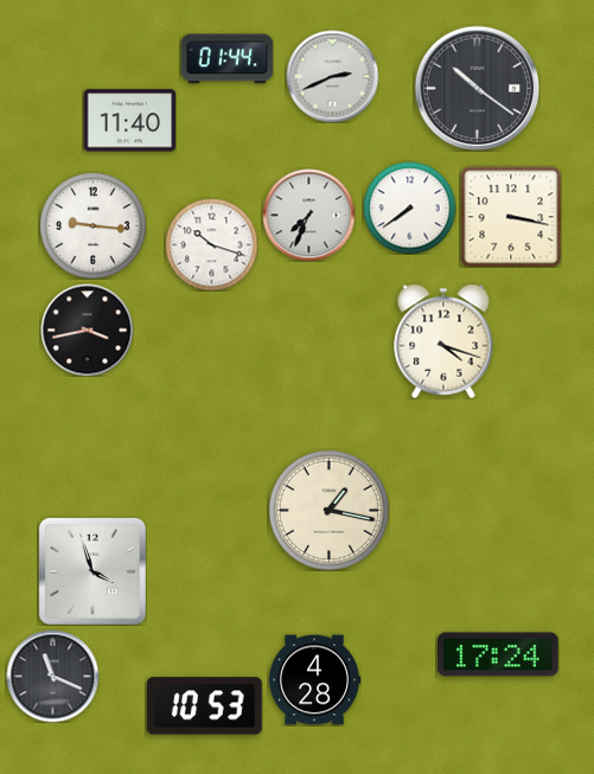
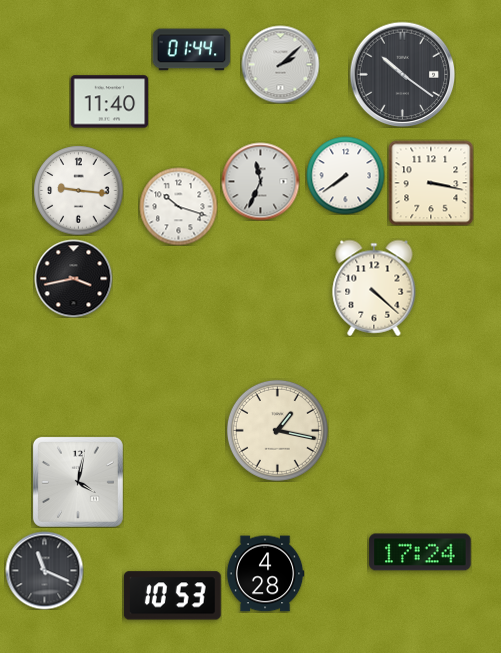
clock at (332, 76): 2:41 -> 2:08
clock at (308, 215): 7:34 -> 11:34
clock at (443, 341): 4:18 -> 4:22
clock at (92, 571): 3:57 -> 4:02
